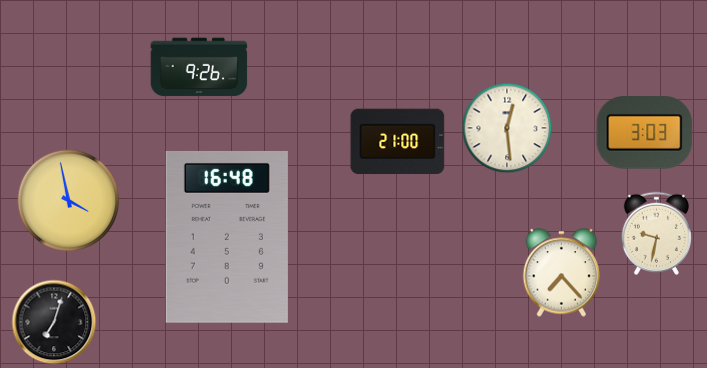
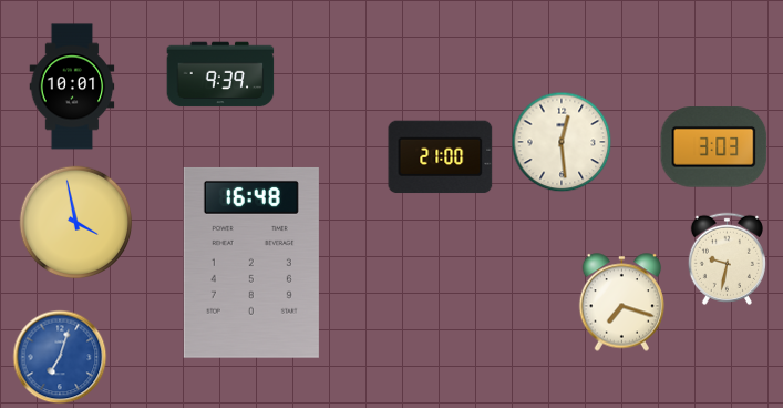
clock at (199, 67): 9:26 -> 9:39
clock at (72, 86): none -> 10:01
clock at (562, 273): 7:23 -> 7:18
clock at (54, 322) dial: black -> blue
